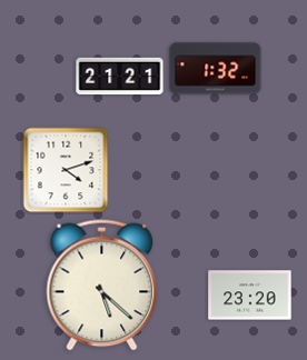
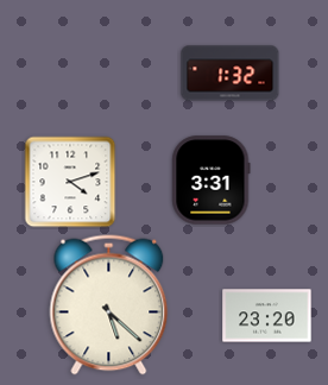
clock at (120, 77): 21:21 -> none
clock at (212, 181): none -> 3:31
